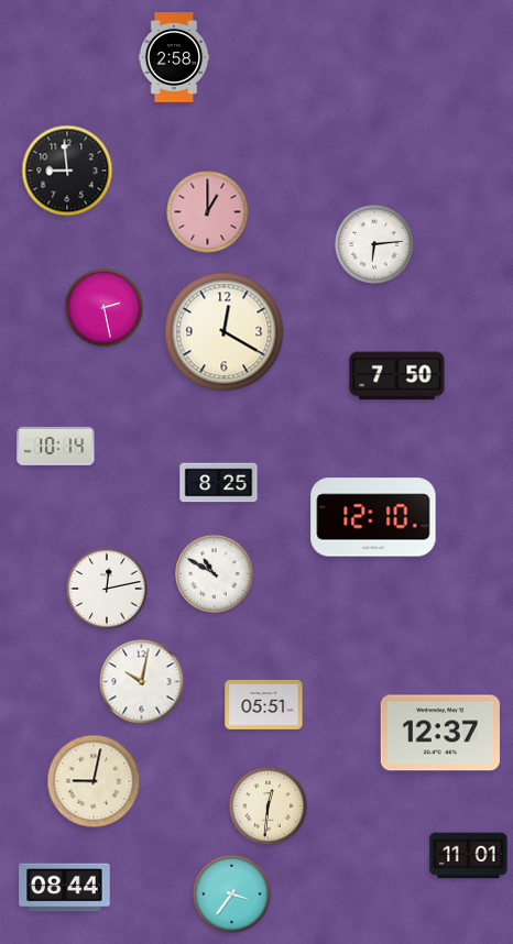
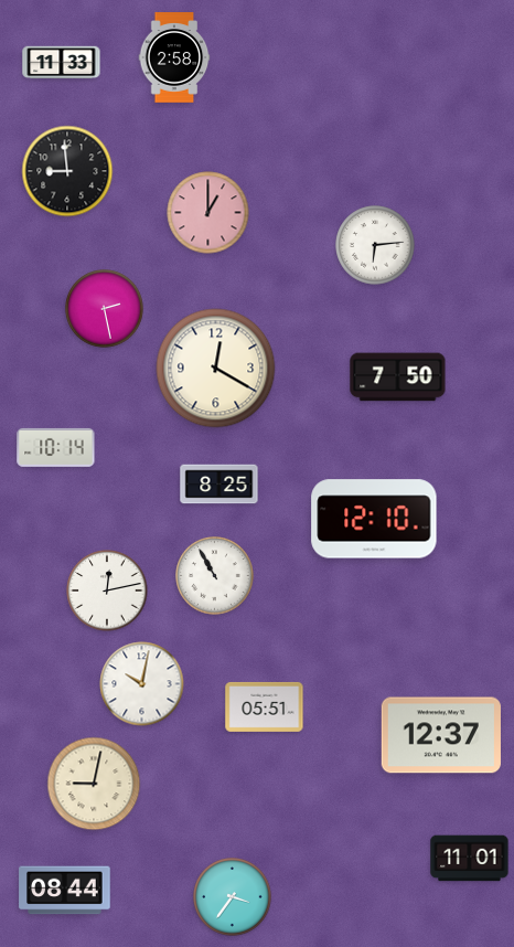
clock at (62, 63): none -> 11:33
clock at (225, 332) position: (225, 332) -> (216, 369)
clock at (215, 574): 10:50 -> 10:55
clock at (269, 806): 12:31 -> none
